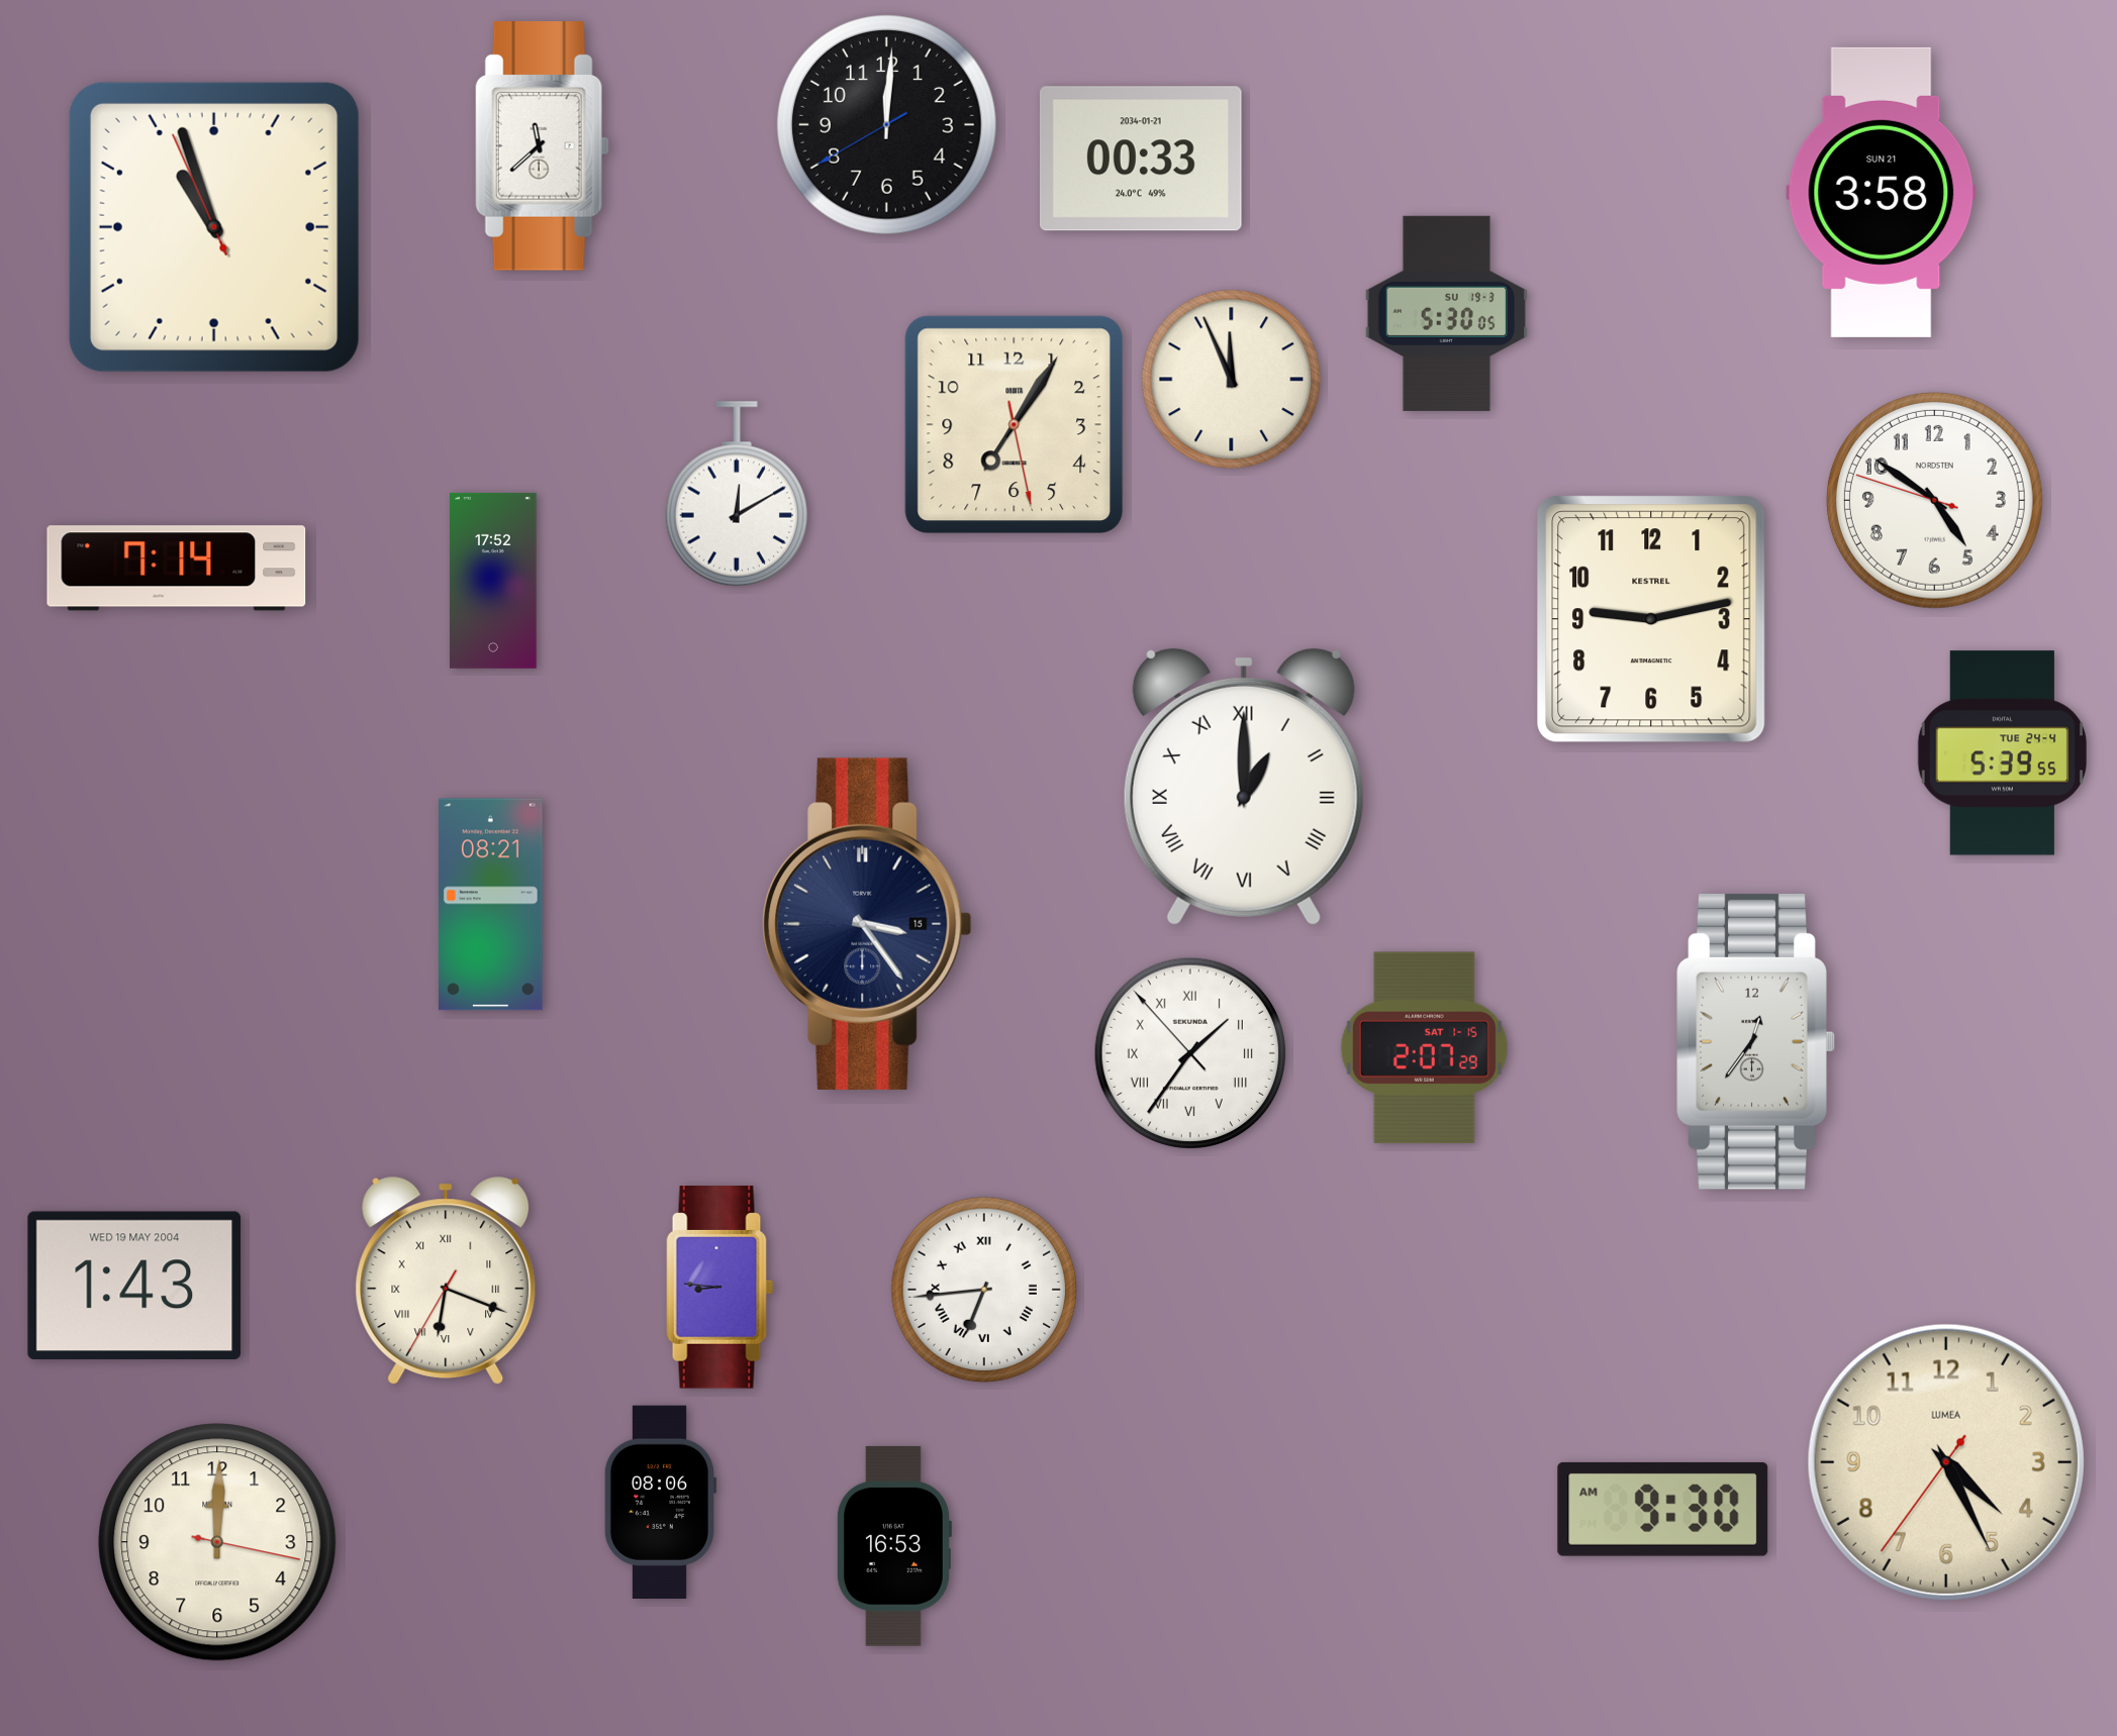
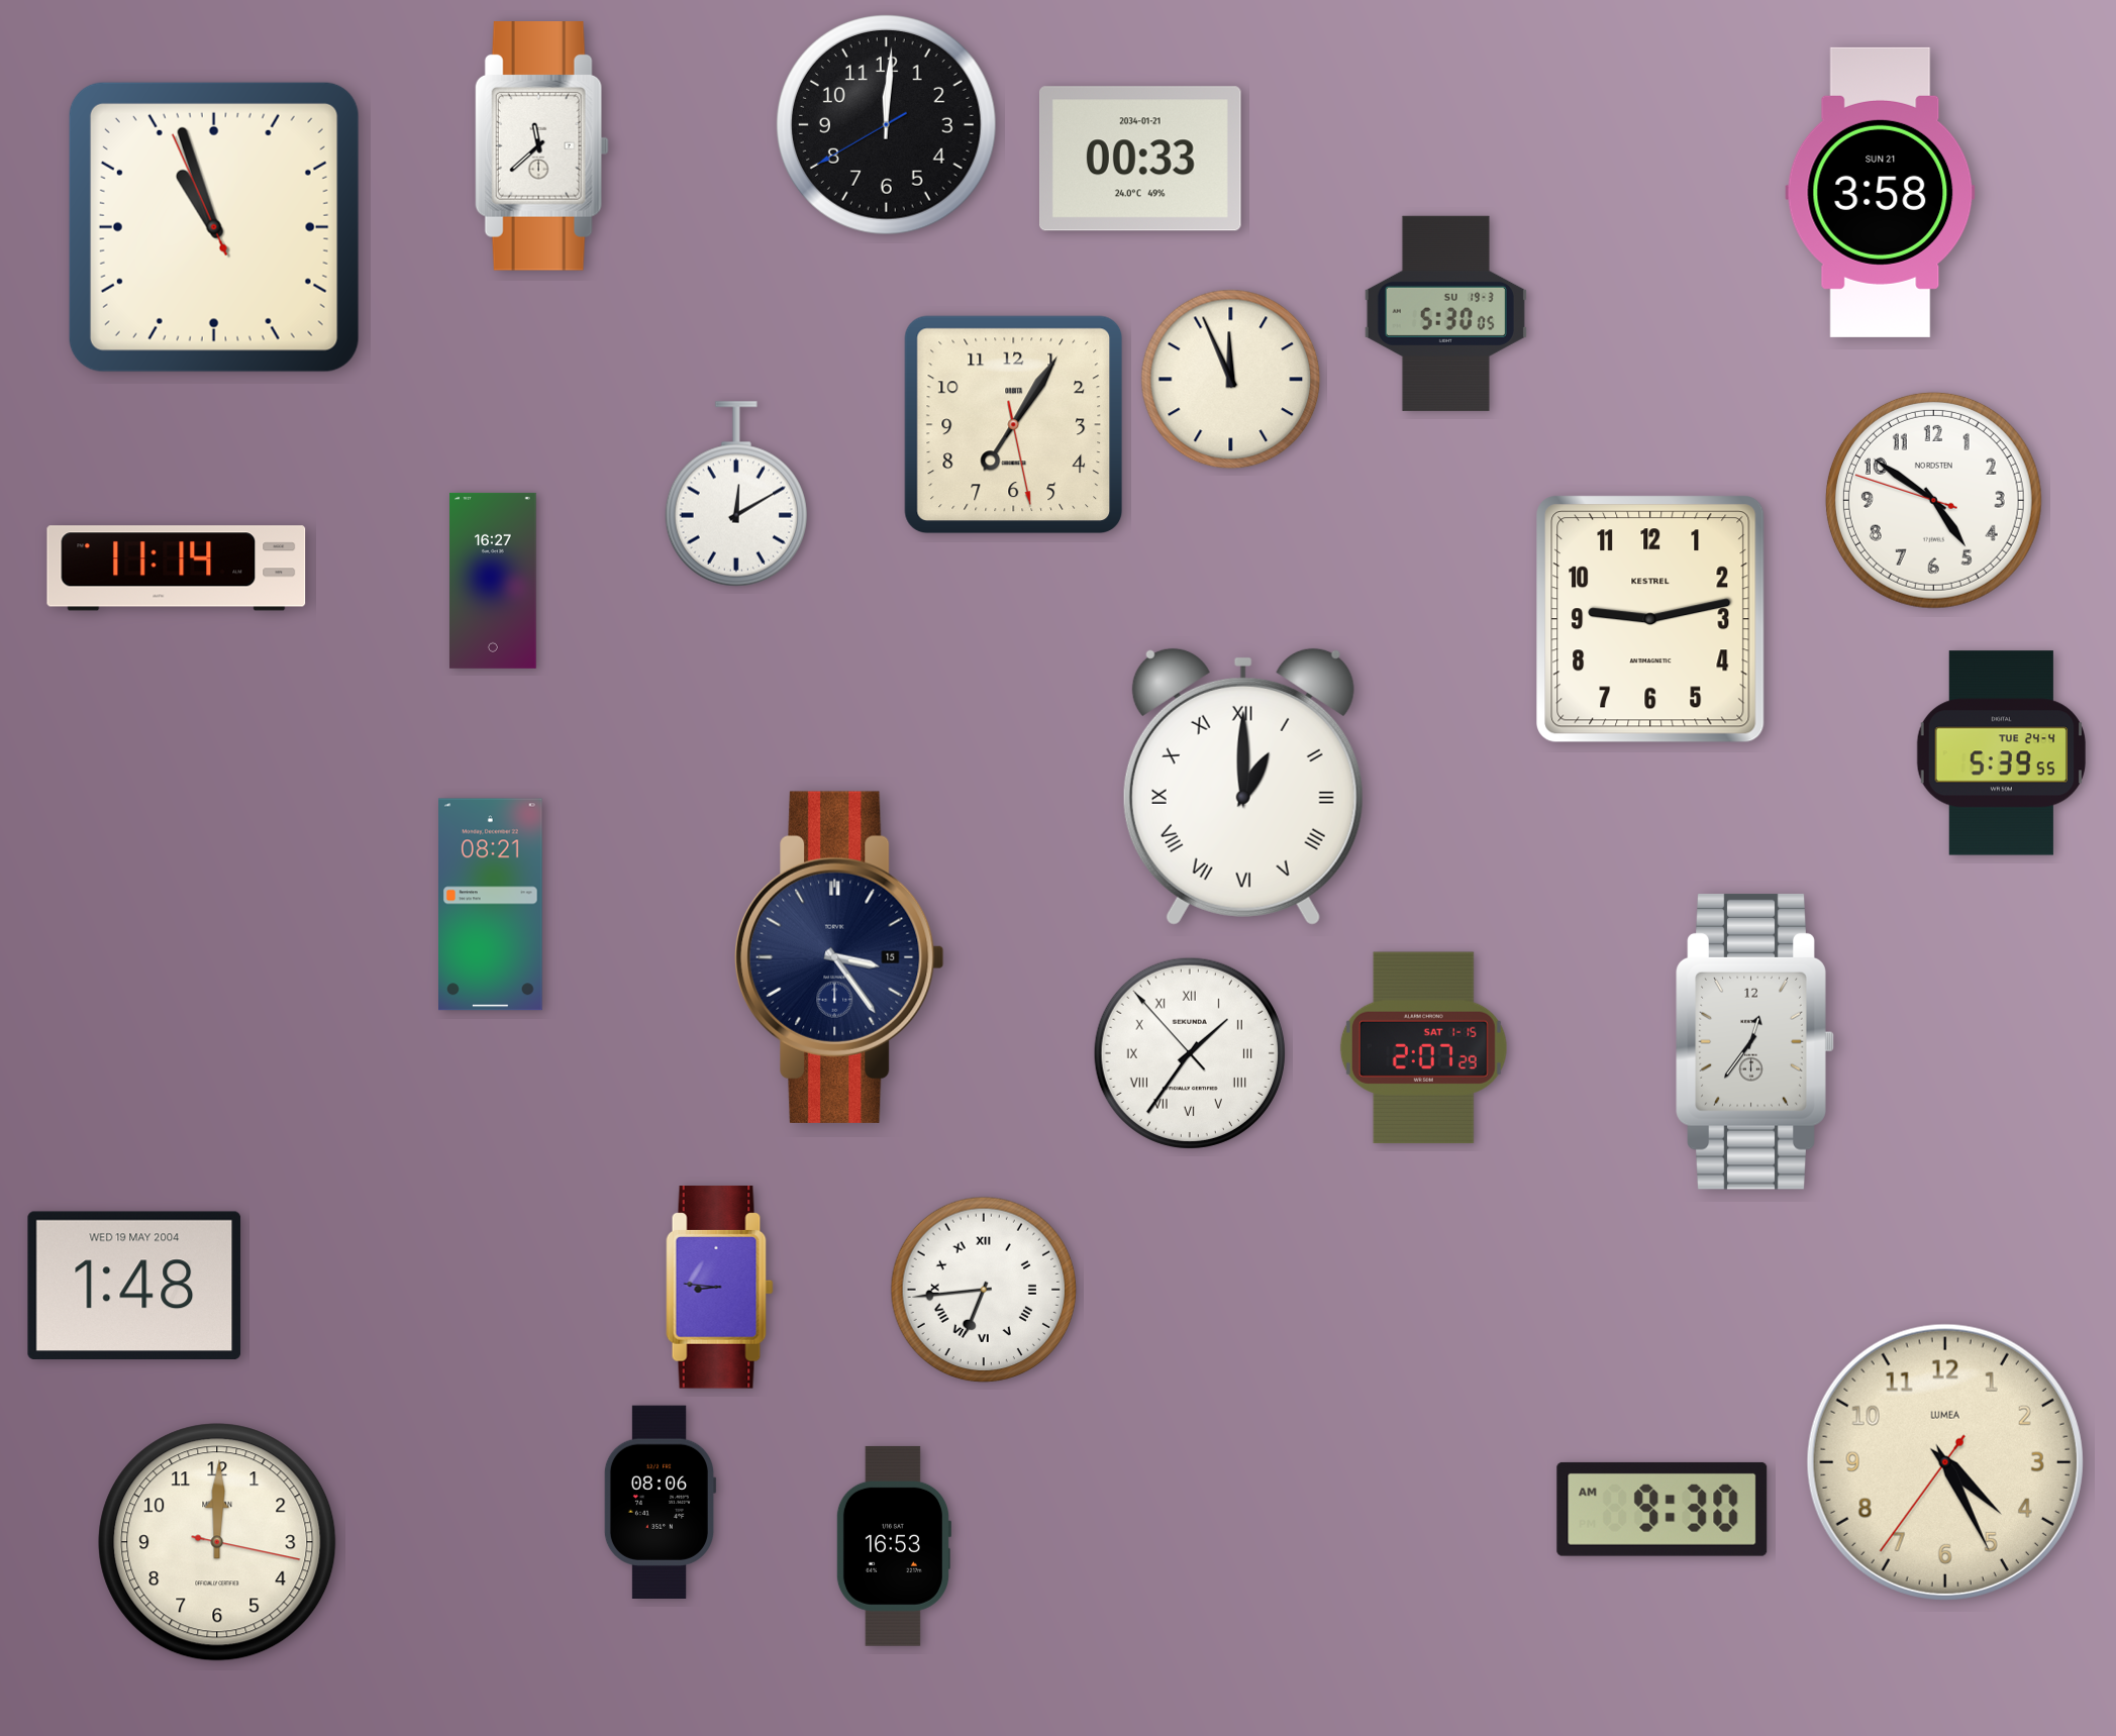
clock at (177, 569): 7:14 -> 11:14
clock at (493, 581): 17:52 -> 16:27
clock at (867, 924) position: (867, 924) -> (839, 957)
clock at (446, 1281): 6:18 -> none
clock at (134, 1285): 1:43 -> 1:48
